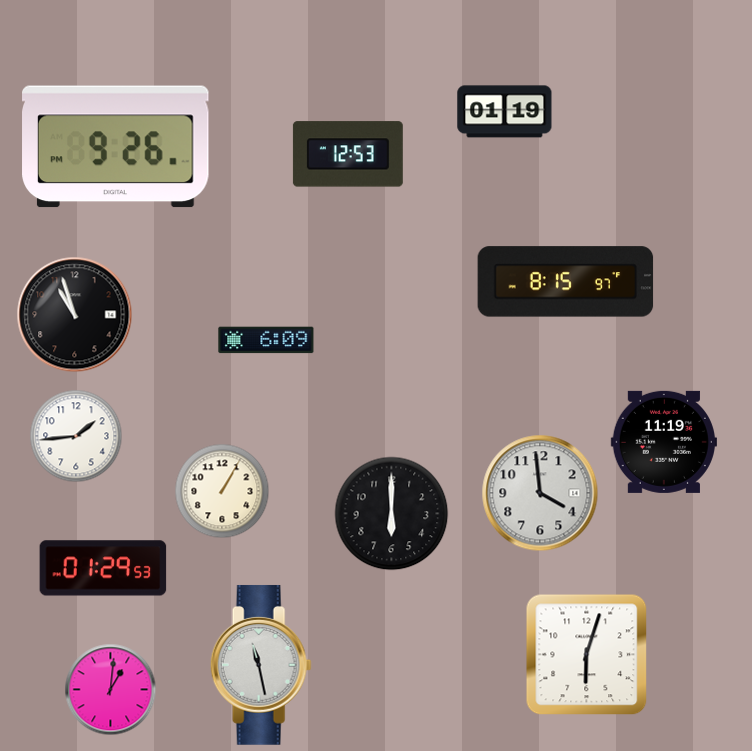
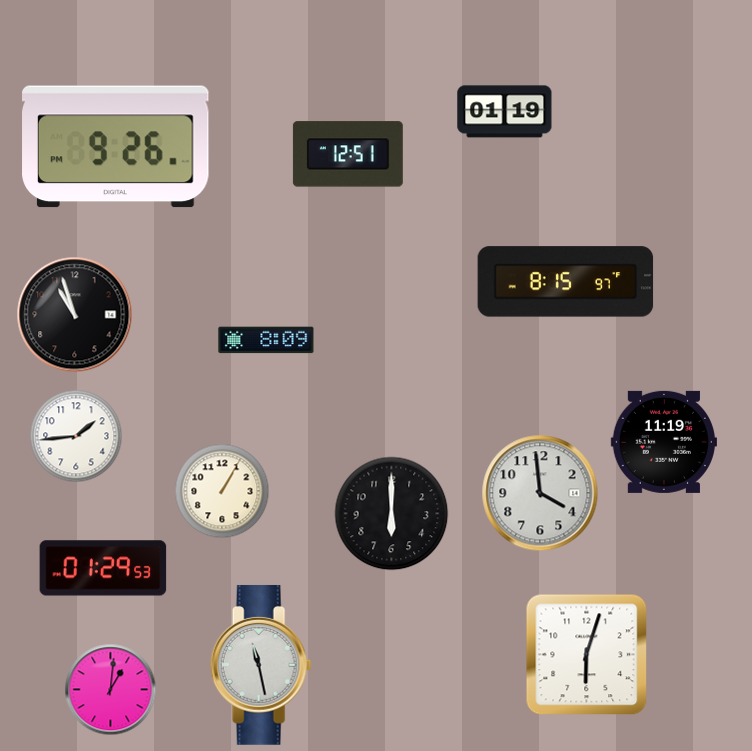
clock at (348, 154): 12:53 -> 12:51
clock at (266, 340): 6:09 -> 8:09
